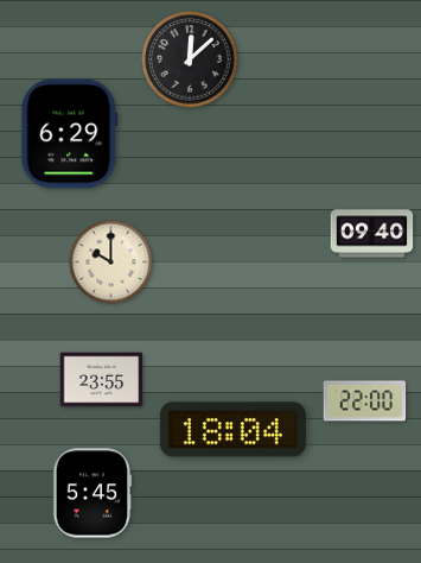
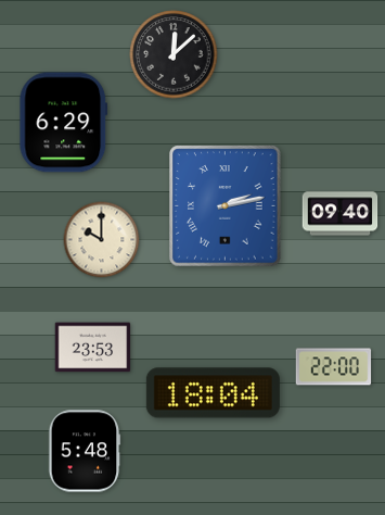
clock at (226, 206): none -> 2:13
clock at (102, 380): 23:55 -> 23:53
clock at (93, 493): 5:45 -> 5:48
